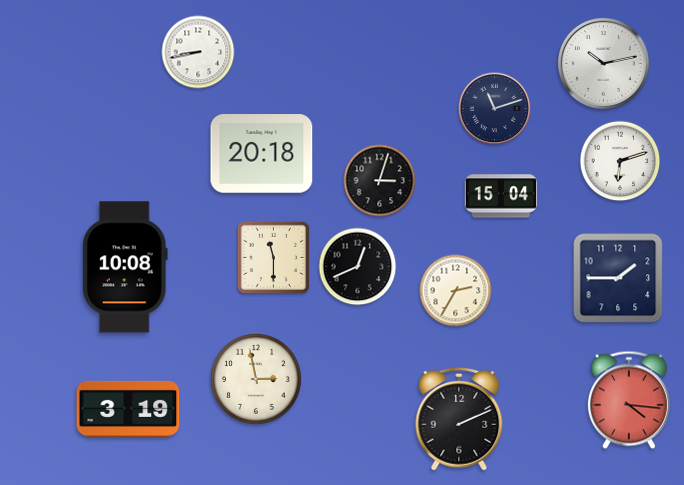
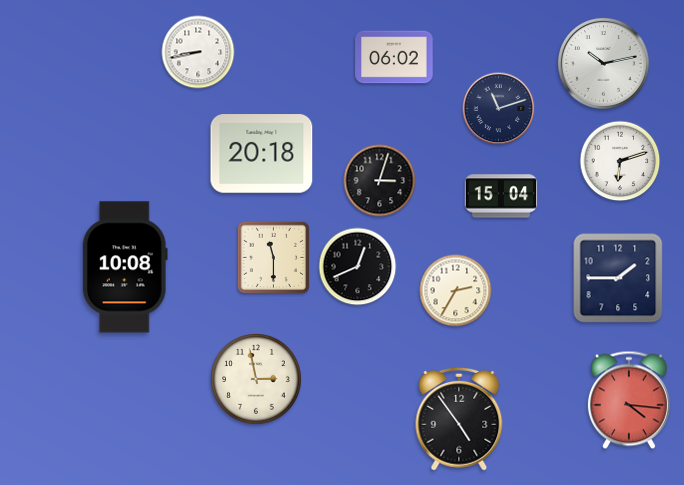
clock at (394, 57): none -> 06:02
clock at (495, 109) position: (495, 109) -> (499, 109)
clock at (128, 409): 3:19 -> none
clock at (459, 419): 2:11 -> 4:54
